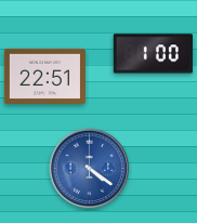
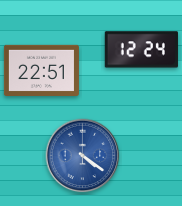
clock at (153, 54): 1:00 -> 12:24
